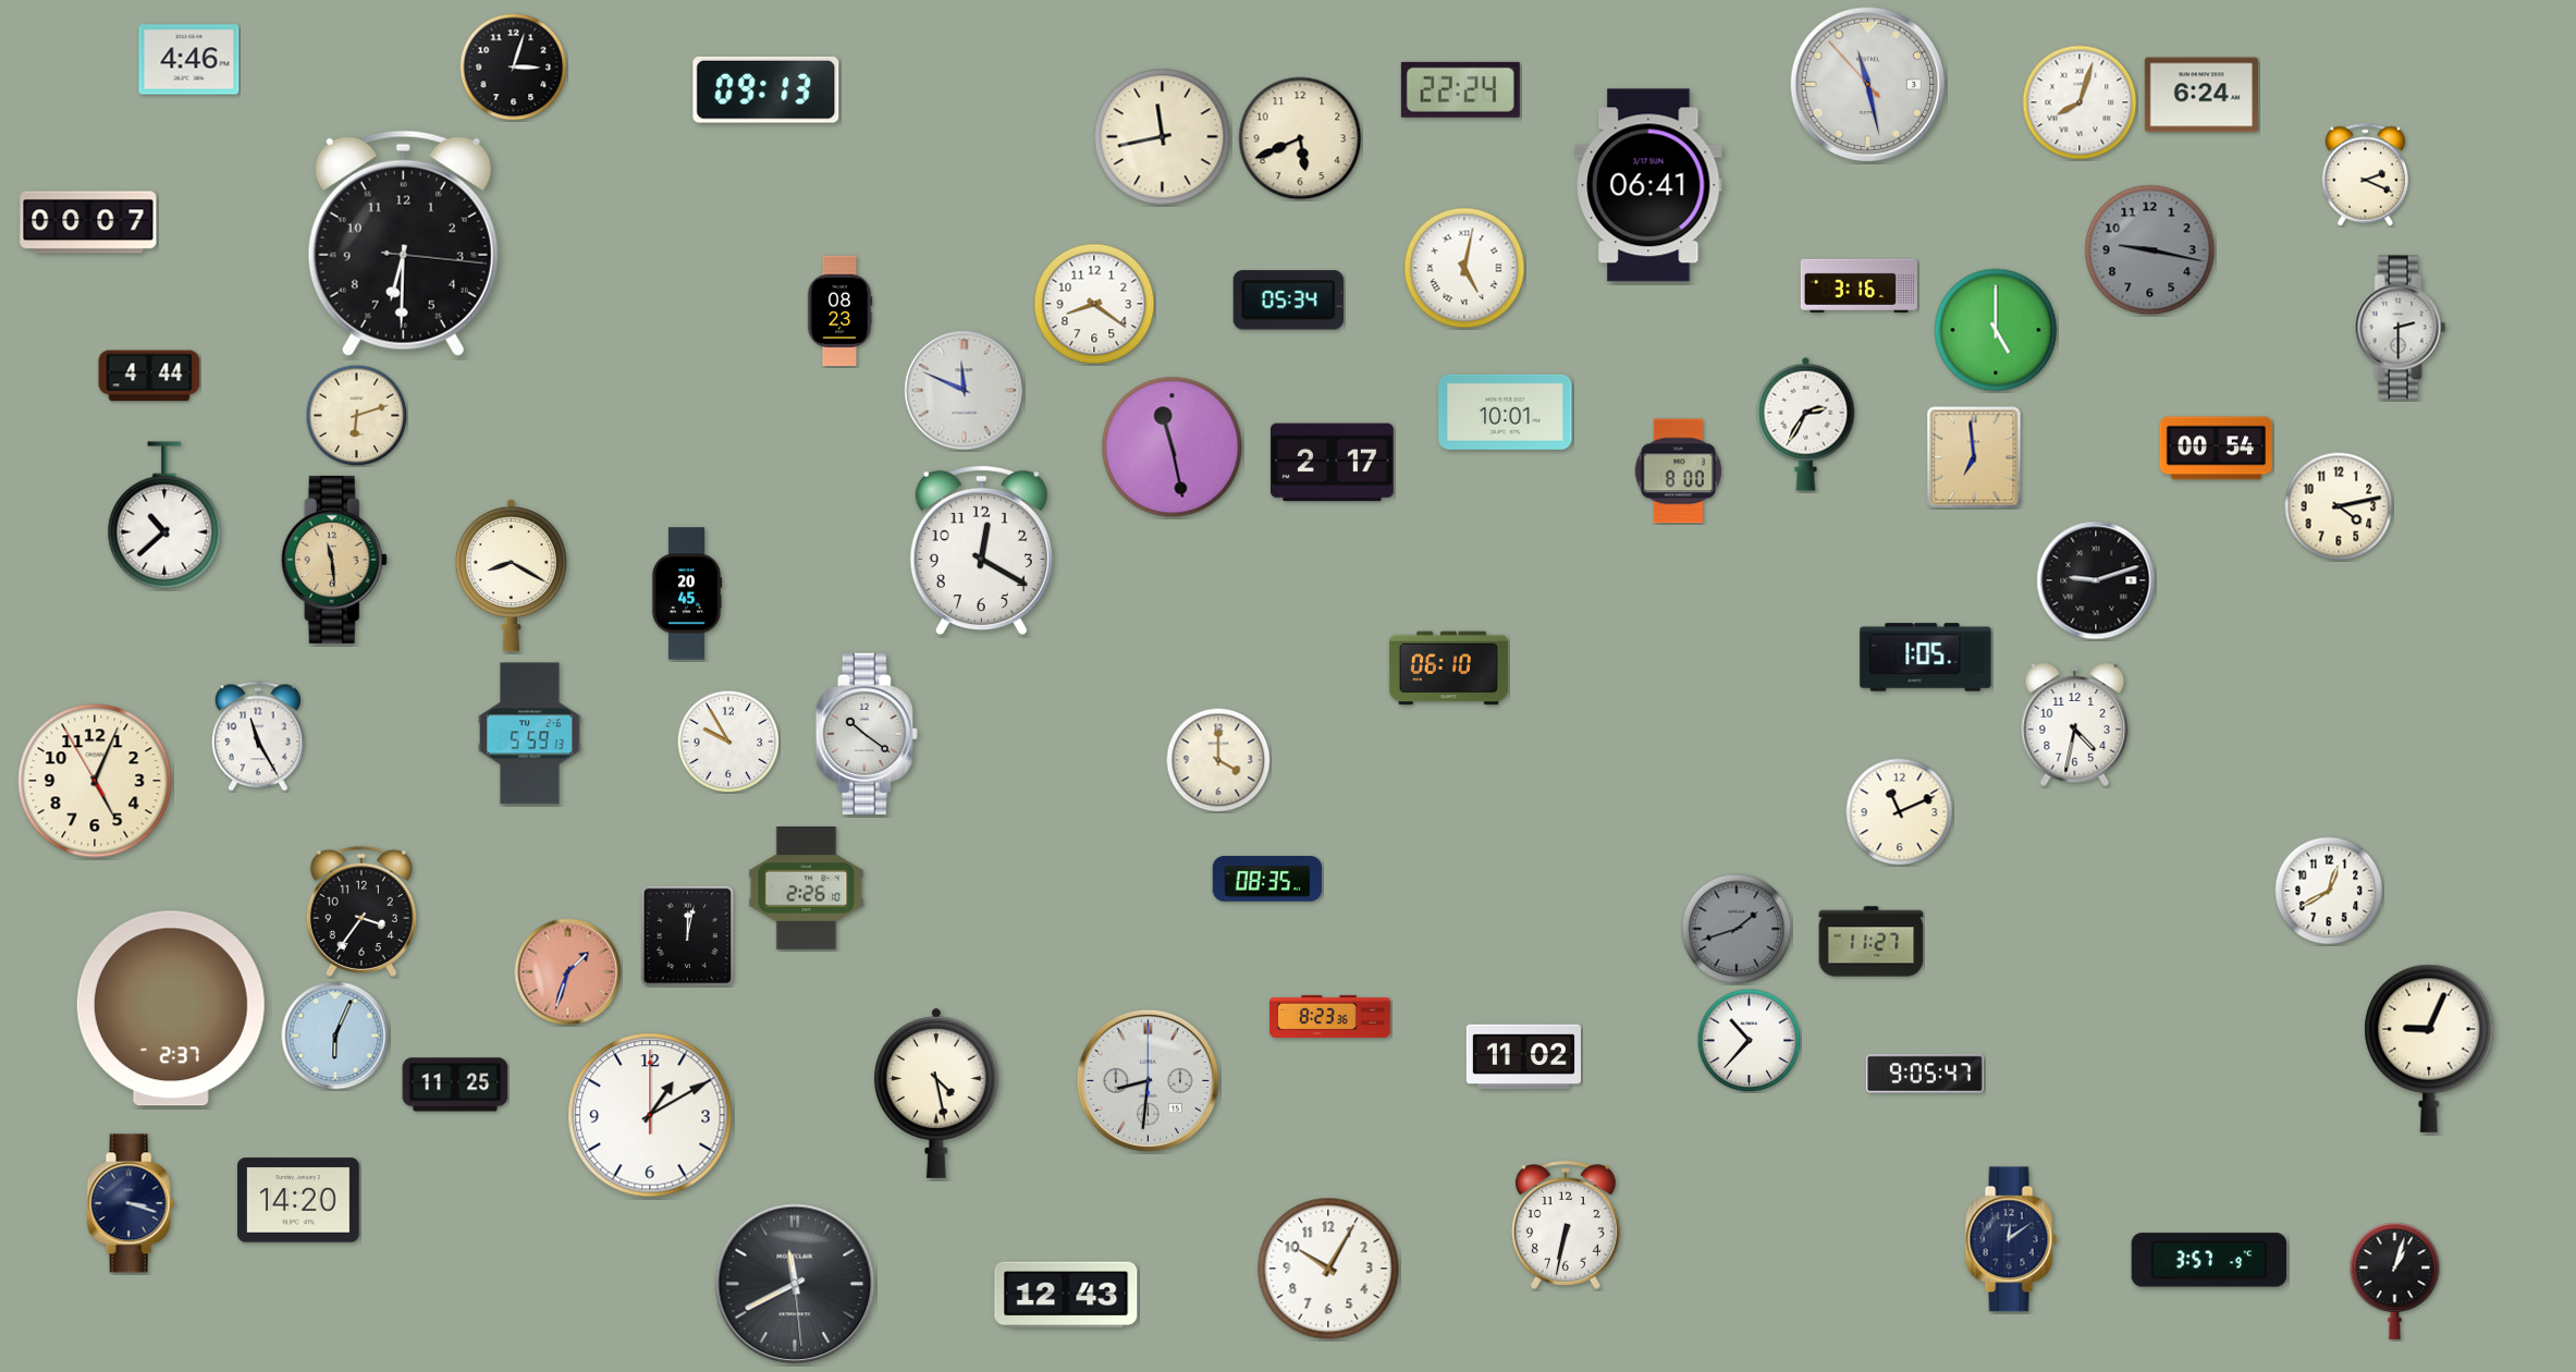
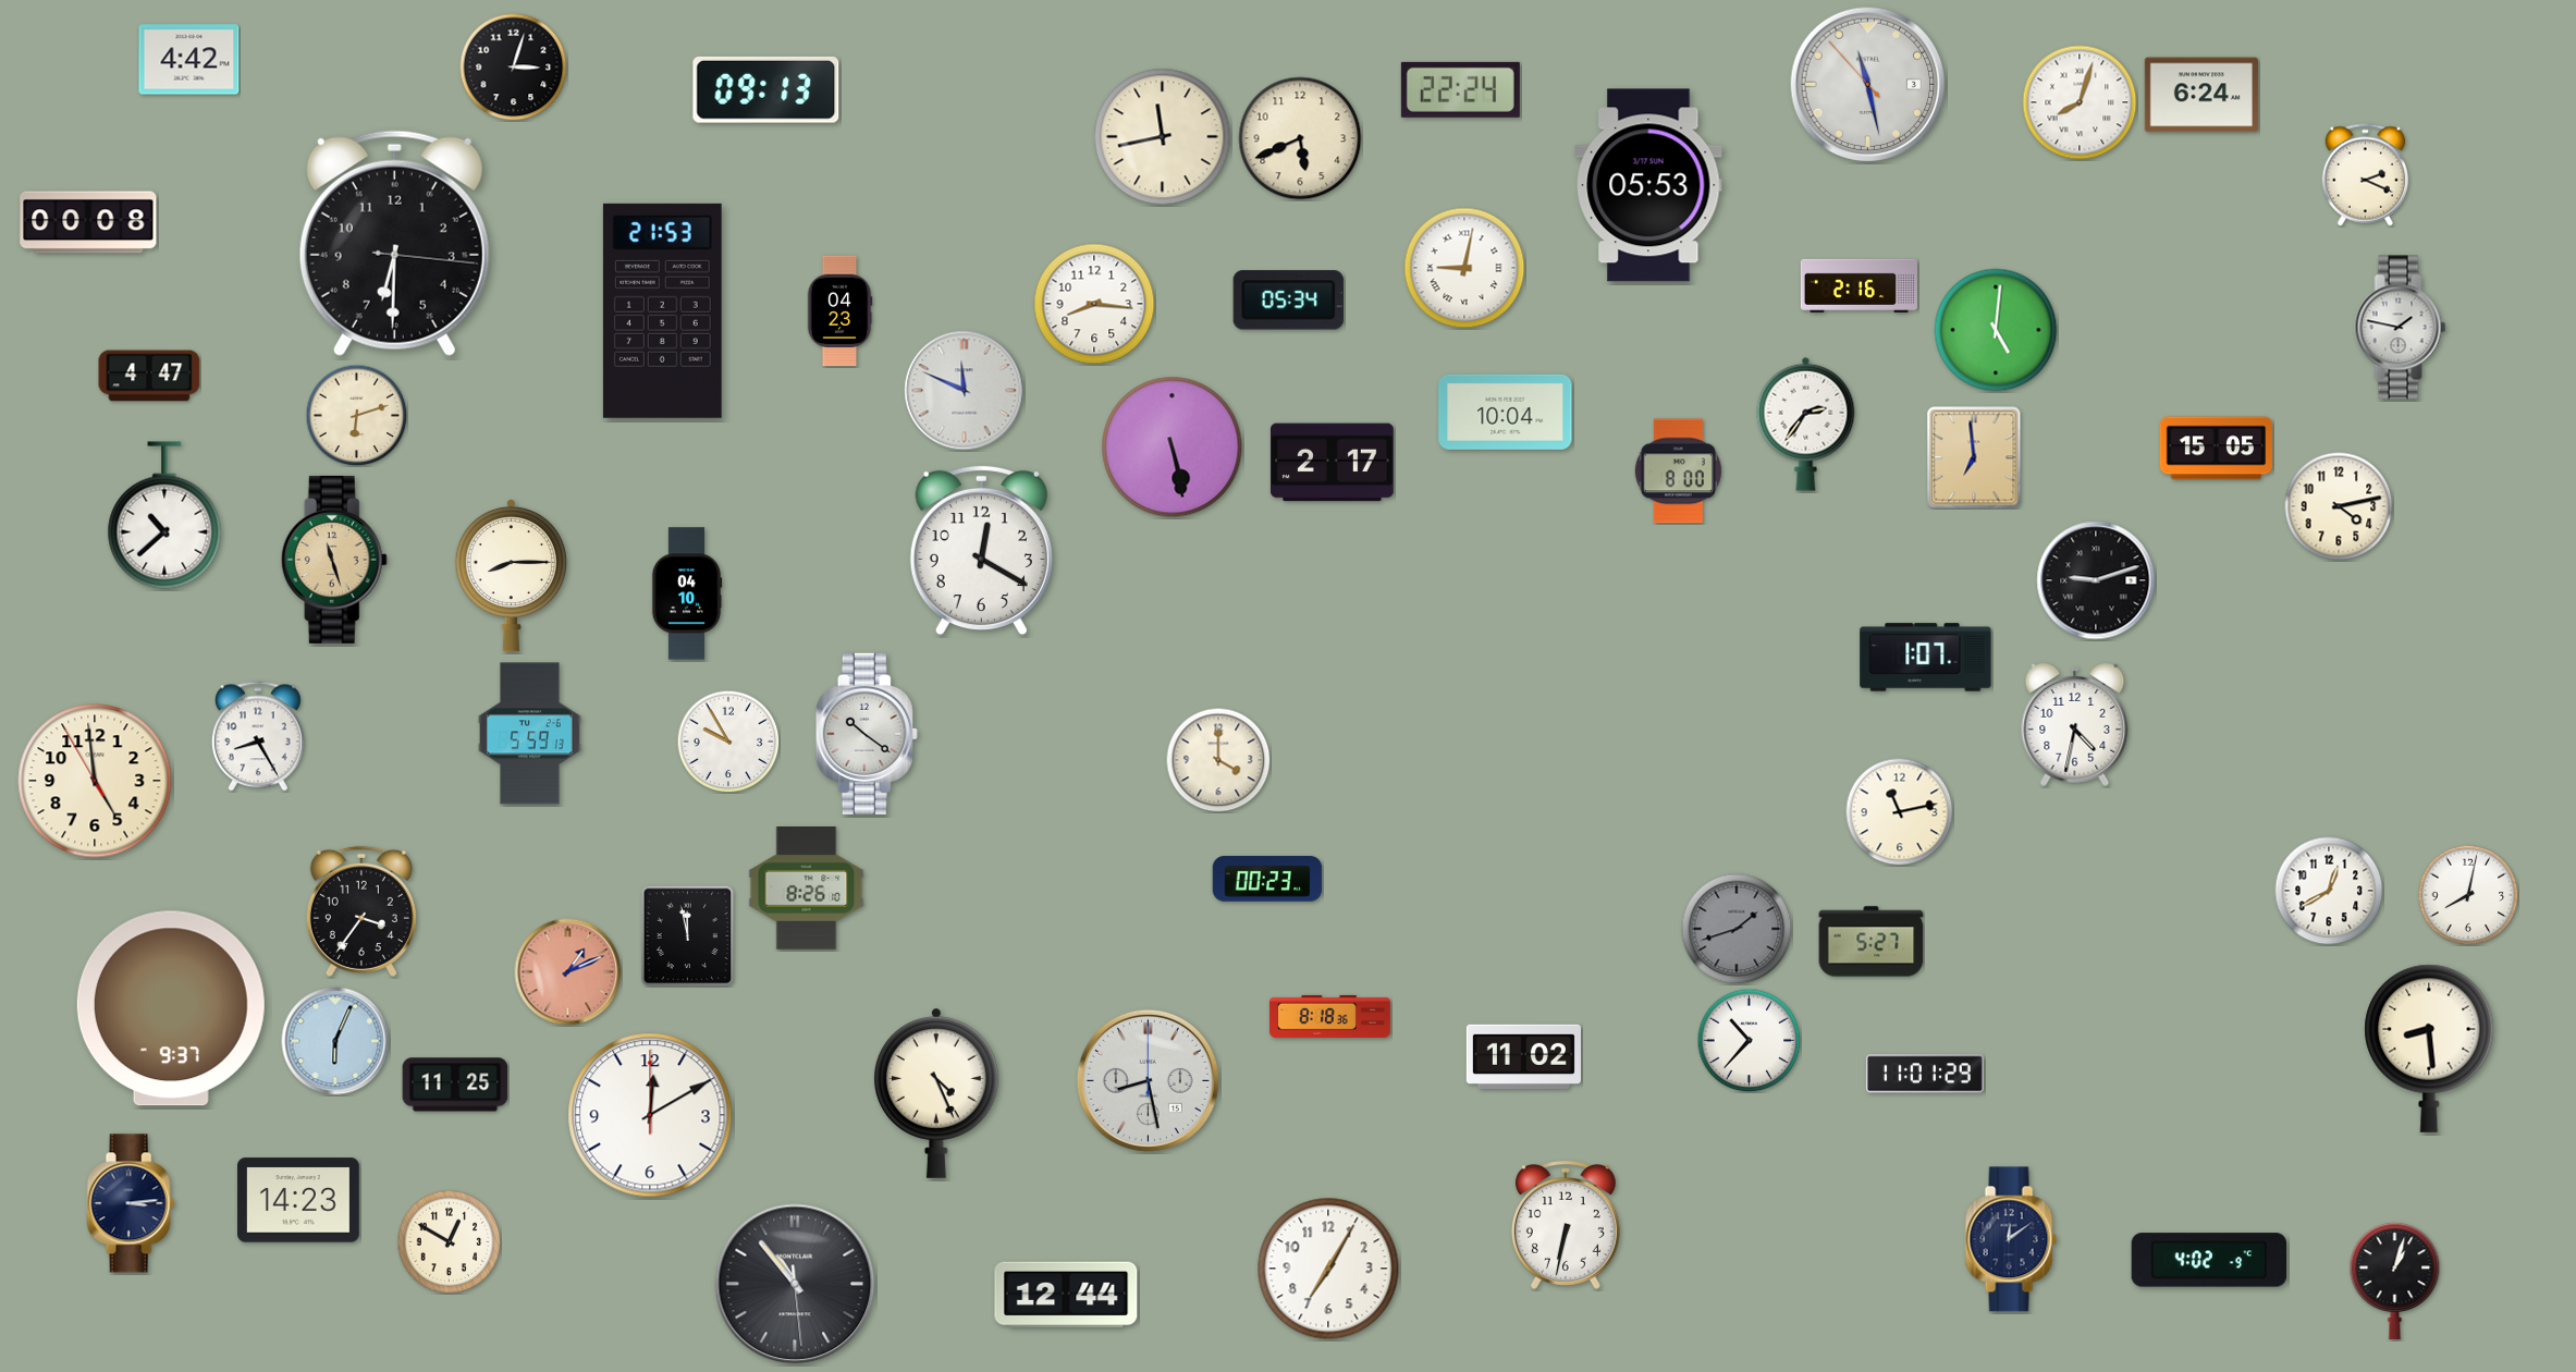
clock at (189, 60): 4:46 -> 4:42
clock at (1648, 185): 06:41 -> 05:53
clock at (88, 222): 00:07 -> 00:08
clock at (403, 243) position: (403, 243) -> (394, 243)
clock at (2150, 250): 9:17 -> none
clock at (1464, 268): 5:02 -> 9:02
clock at (1859, 285): 3:16 -> 2:16
clock at (1094, 304): 8:21 -> 8:16
clock at (662, 310): none -> 21:53
clock at (839, 311): 08:23 -> 04:23
clock at (2401, 328): 2:30 -> 1:47
clock at (1996, 330): 5:00 -> 5:01
clock at (149, 376): 4:44 -> 4:47
clock at (1506, 412): 10:01 -> 10:04
clock at (1806, 424): 2:35 -> 2:36
clock at (1173, 448): 11:28 -> 5:28
clock at (2216, 449): 00:54 -> 15:05
clock at (334, 560): 11:29 -> 11:27
clock at (511, 575): 8:20 -> 8:15
clock at (687, 593): 20:45 -> 04:10
clock at (1926, 658): 1:05 -> 1:07
clock at (1448, 669): 06:10 -> none
clock at (258, 736): 11:25 -> 8:25
clock at (95, 781): 5:03 -> 4:58
clock at (1900, 812): 11:11 -> 11:13
clock at (1267, 879): 08:35 -> 00:23
clock at (807, 889): 2:26 -> 8:26
clock at (2468, 895): none -> 8:02
clock at (688, 935): 12:02 -> 11:58
clock at (1872, 942): 11:27 -> 5:27
clock at (568, 972): 1:33 -> 1:11
clock at (171, 1008): 2:37 -> 9:37
clock at (1330, 1016): 8:23 -> 8:18
clock at (335, 1036) position: (335, 1036) -> (335, 1041)
clock at (2429, 1049): 9:04 -> 8:29
clock at (1925, 1074): 9:05 -> 11:01
clock at (1148, 1080): 8:31 -> 8:28
clock at (936, 1093): 4:28 -> 4:26
clock at (650, 1115): 1:10 -> 12:10
clock at (298, 1200): 14:20 -> 14:23
clock at (131, 1203): 3:18 -> 3:14
clock at (449, 1241): none -> 12:50
clock at (2209, 1260): 3:57 -> 4:02
clock at (1328, 1269): 10:05 -> 7:05
clock at (795, 1284): 11:40 -> 10:53
clock at (1066, 1295): 12:43 -> 12:44
